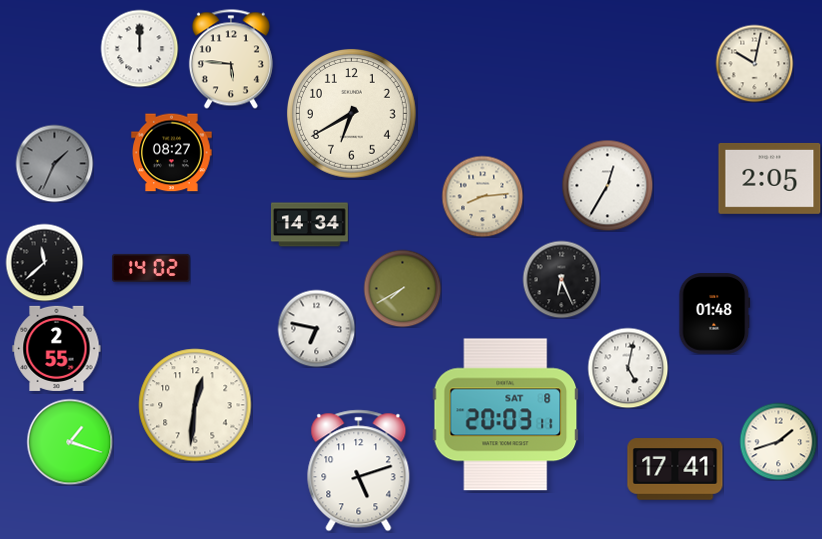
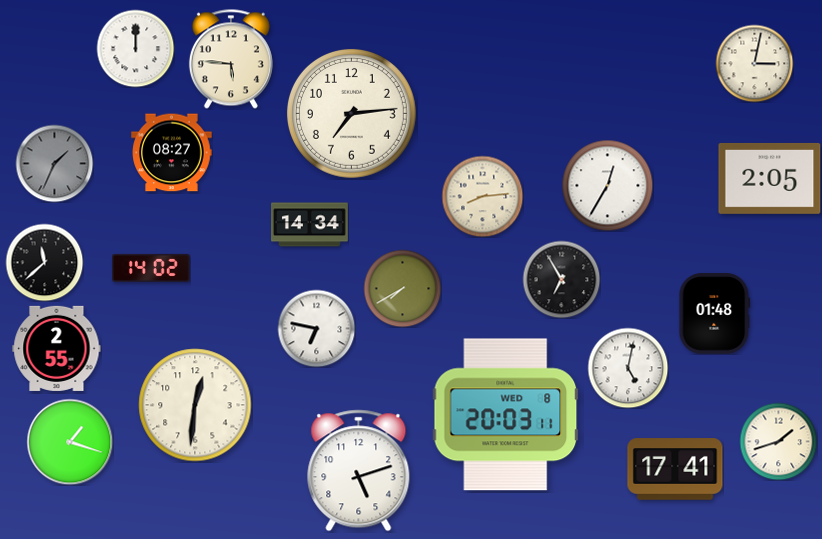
clock at (139, 48) position: (139, 48) -> (135, 48)
clock at (754, 63): 10:02 -> 3:02
clock at (351, 113): 6:40 -> 7:14
clock at (561, 279): 6:26 -> 6:55
clock at (506, 415) date: SAT 8 -> WED 8
